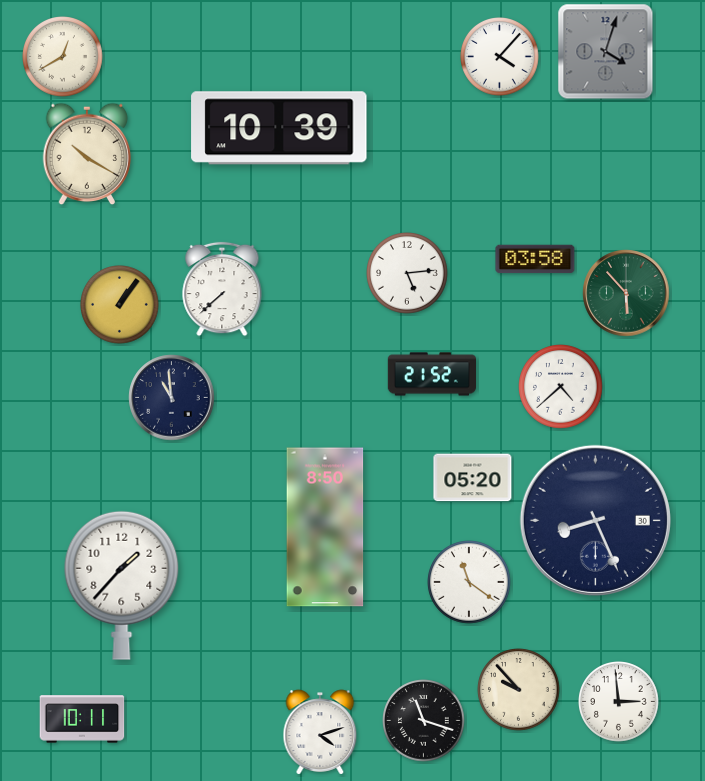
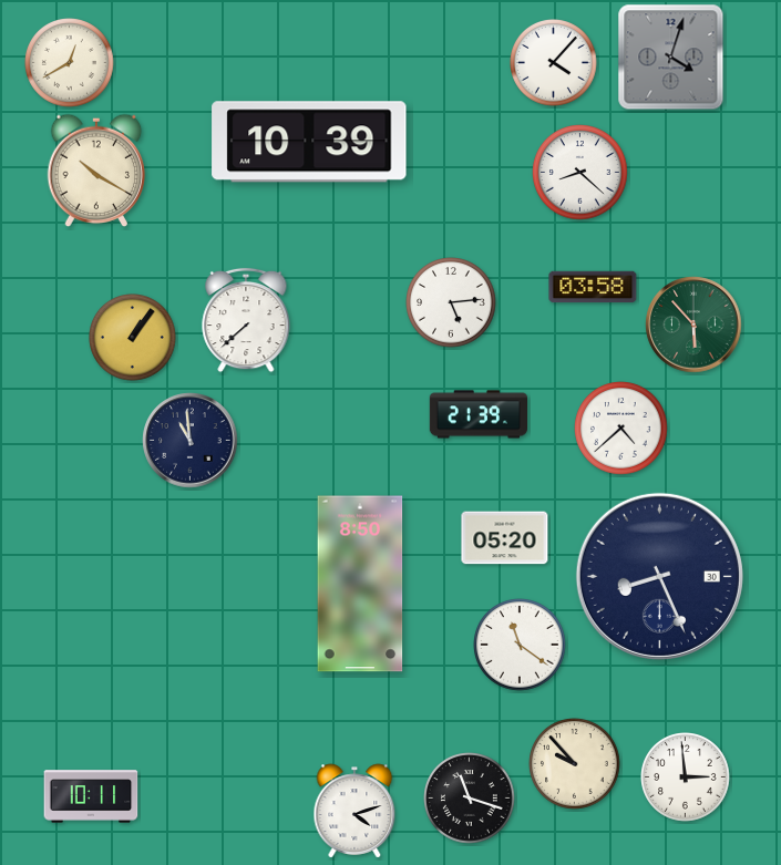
clock at (580, 173): none -> 8:22
clock at (431, 374): 21:52 -> 21:39
clock at (473, 478) position: (473, 478) -> (505, 538)
clock at (122, 585): 1:37 -> none
